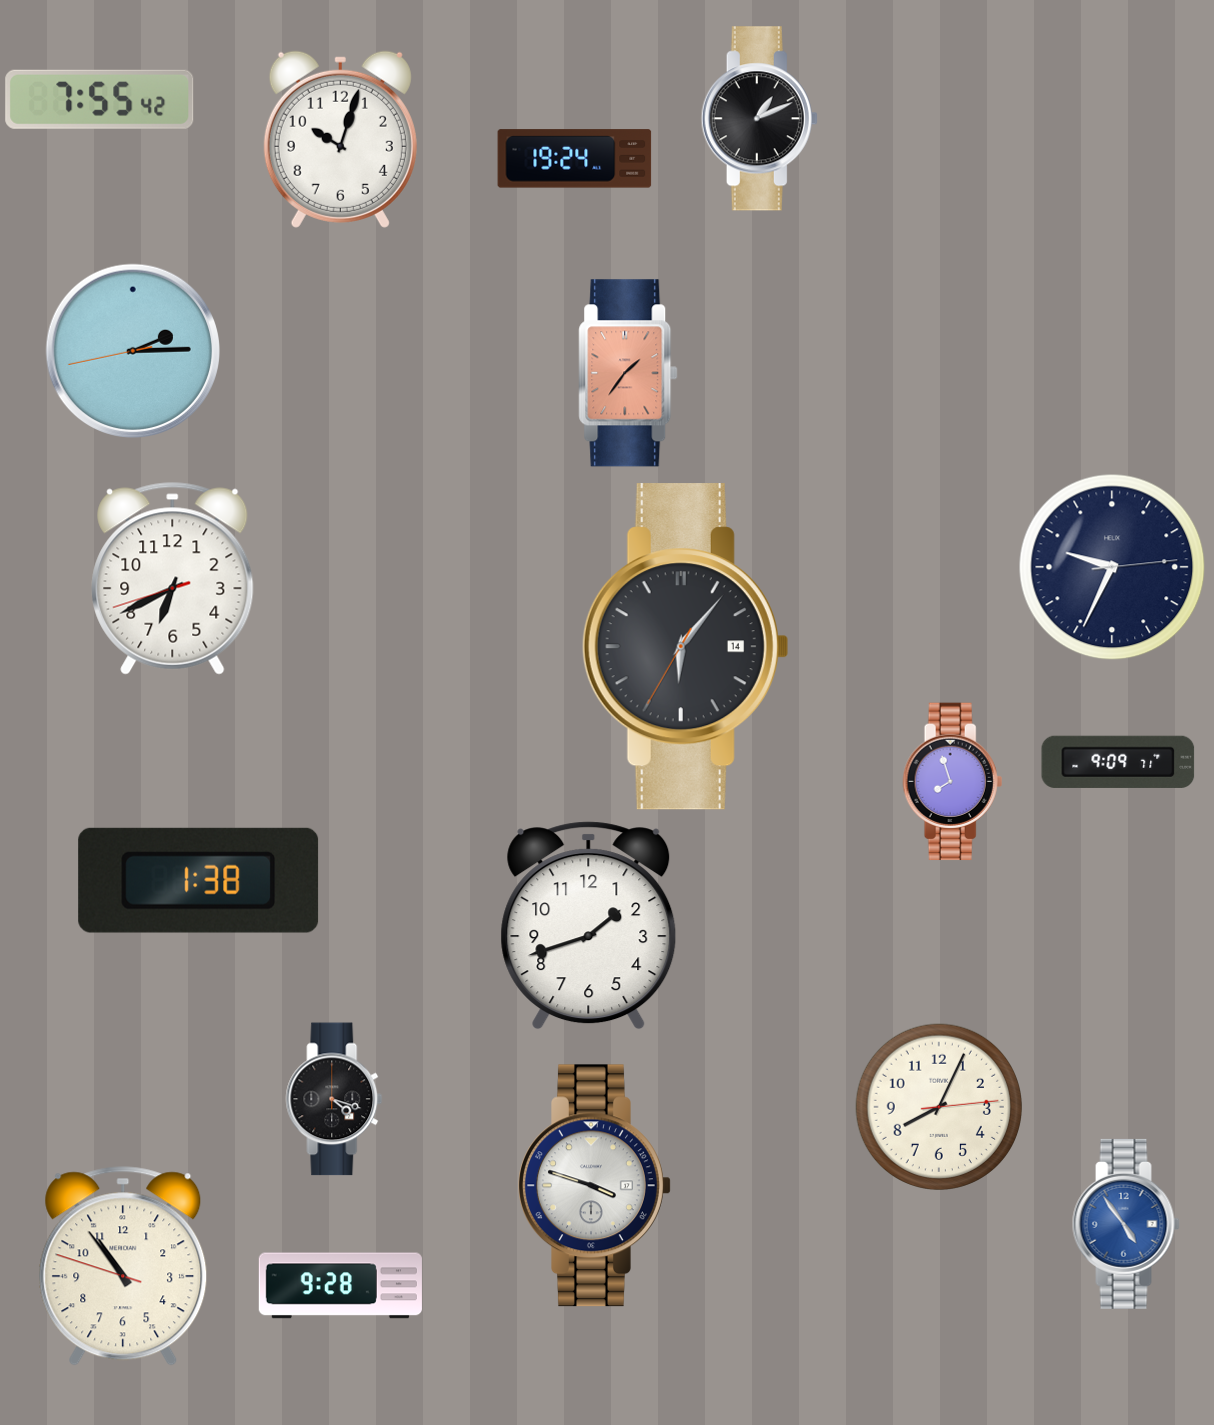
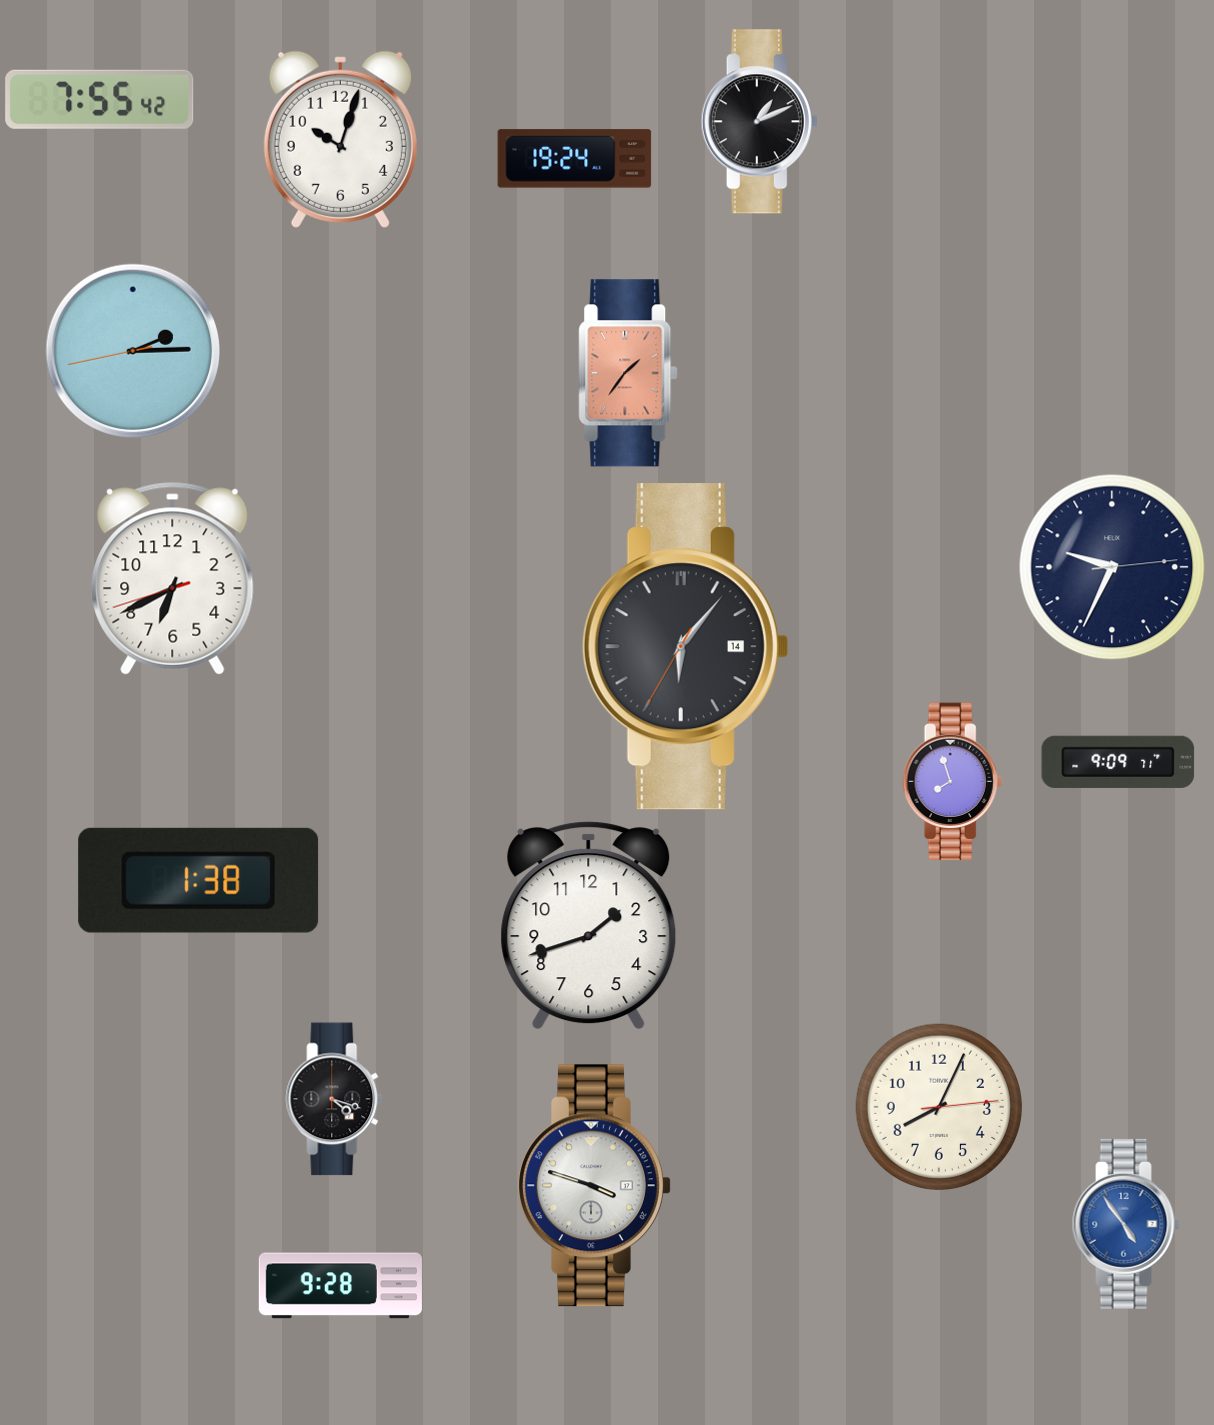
clock at (759, 119) position: (759, 119) -> (759, 122)
clock at (123, 1266): 10:53 -> none
